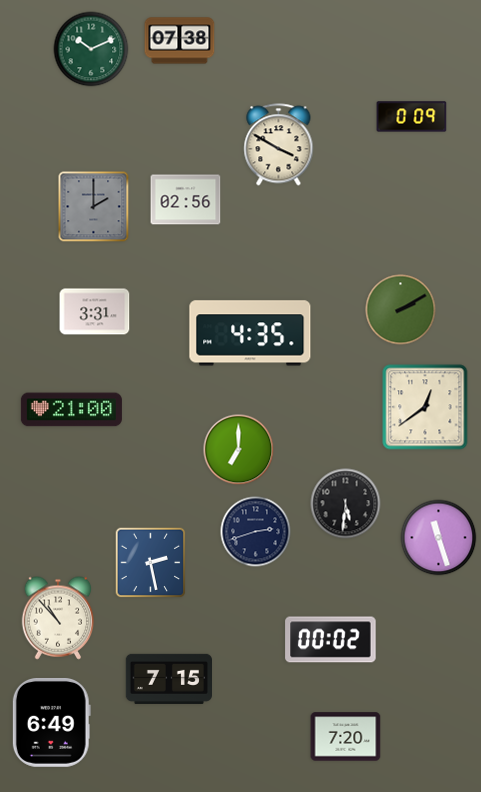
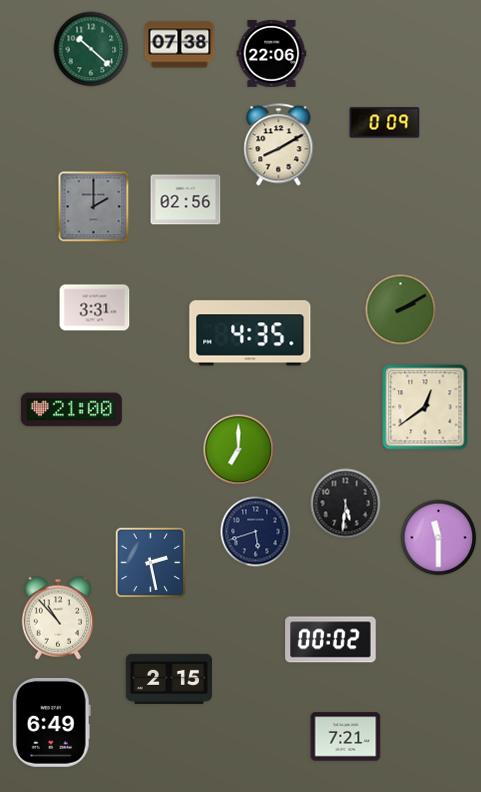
clock at (180, 41) position: (180, 41) -> (180, 45)
clock at (91, 49): 10:11 -> 10:22
clock at (272, 53): none -> 22:06
clock at (412, 117) position: (412, 117) -> (385, 123)
clock at (279, 145): 3:50 -> 8:10
clock at (95, 312) position: (95, 312) -> (95, 308)
clock at (256, 532): 2:42 -> 5:42
clock at (439, 538): 11:27 -> 11:30
clock at (168, 679): 7:15 -> 2:15
clock at (346, 737): 7:20 -> 7:21
